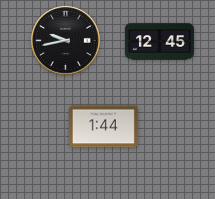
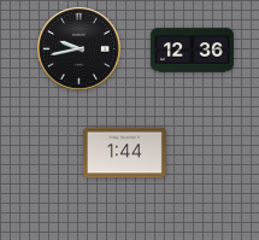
clock at (159, 42): 12:45 -> 12:36
